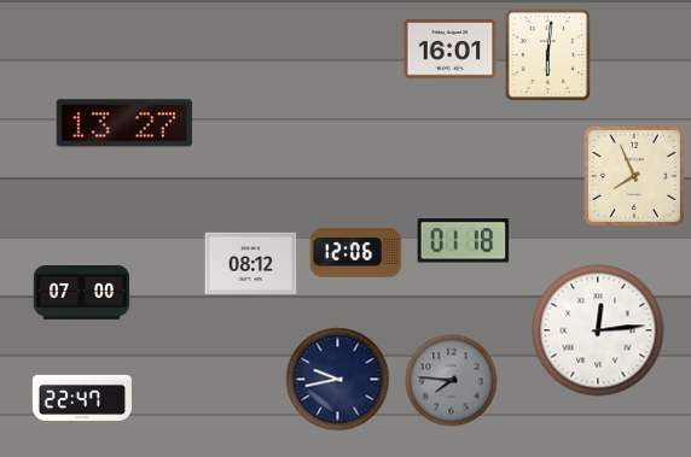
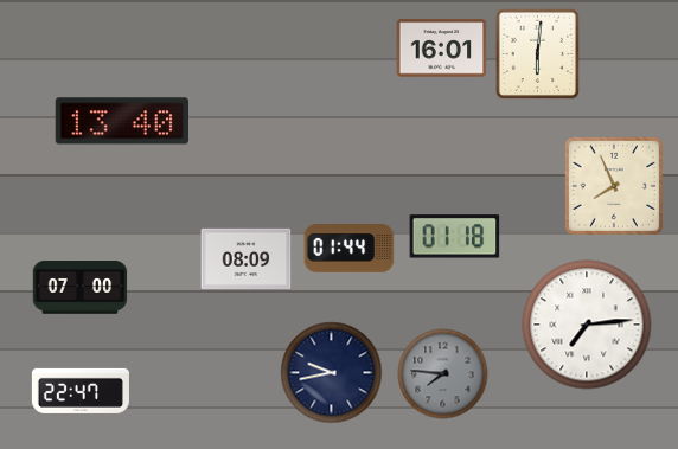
clock at (123, 123): 13:27 -> 13:40
clock at (634, 176) position: (634, 176) -> (614, 186)
clock at (356, 253): 12:06 -> 01:44
clock at (251, 264): 08:12 -> 08:09
clock at (598, 330): 12:14 -> 7:14
